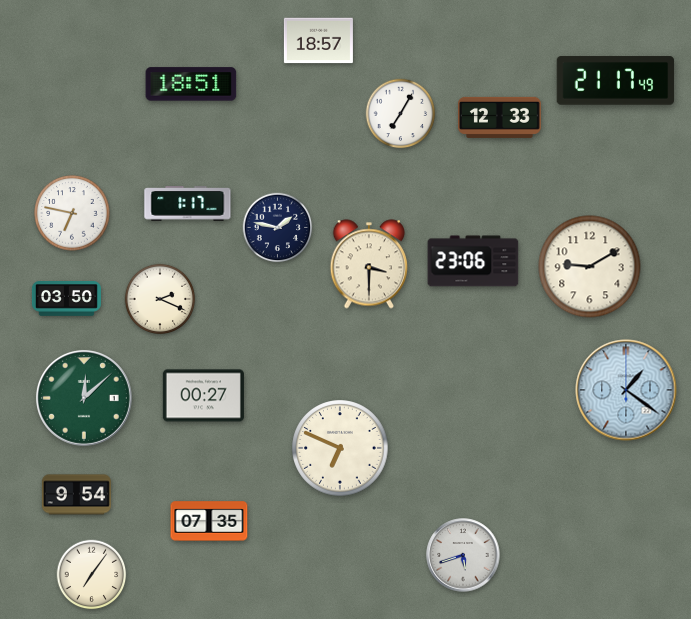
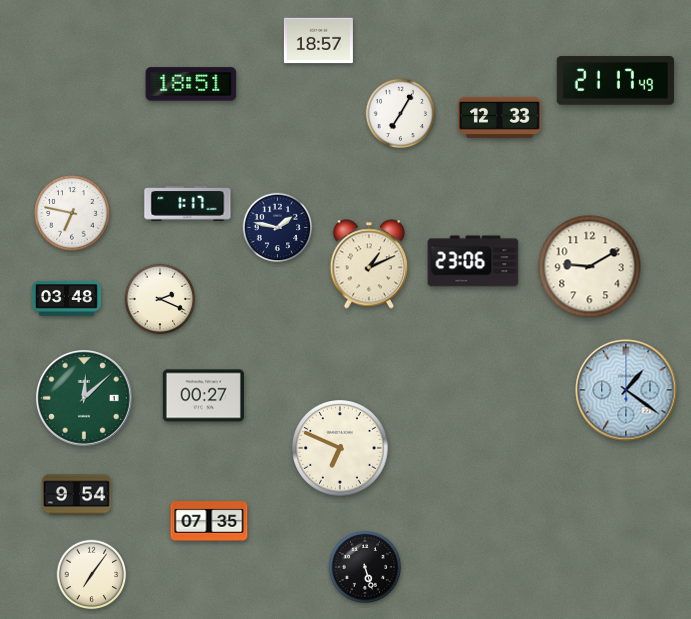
clock at (368, 264): 3:30 -> 1:11
clock at (66, 299): 03:50 -> 03:48
clock at (463, 555): 5:42 -> none
clock at (365, 567): none -> 5:27
